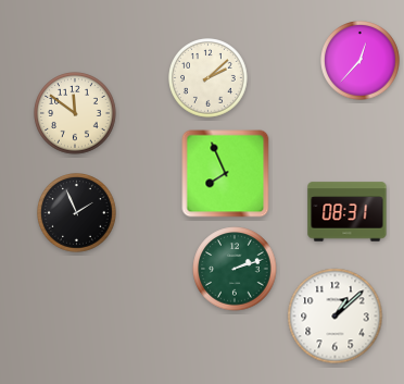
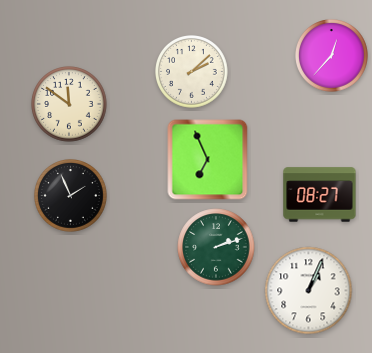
clock at (226, 174): 7:56 -> 6:56
clock at (348, 212): 08:31 -> 08:27
clock at (336, 317): 1:08 -> 1:04
